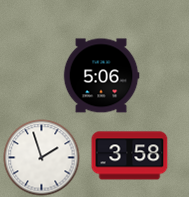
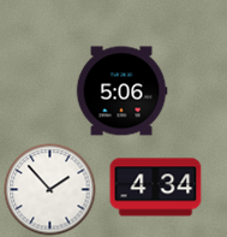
clock at (130, 156): 3:58 -> 4:34
clock at (42, 158): 1:57 -> 1:53
